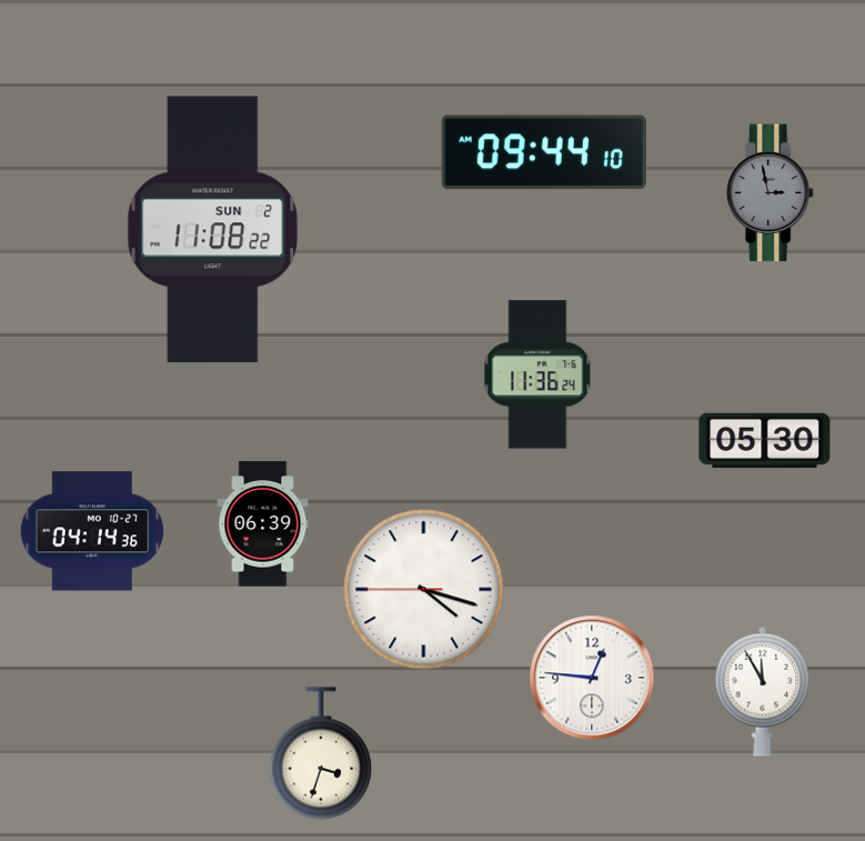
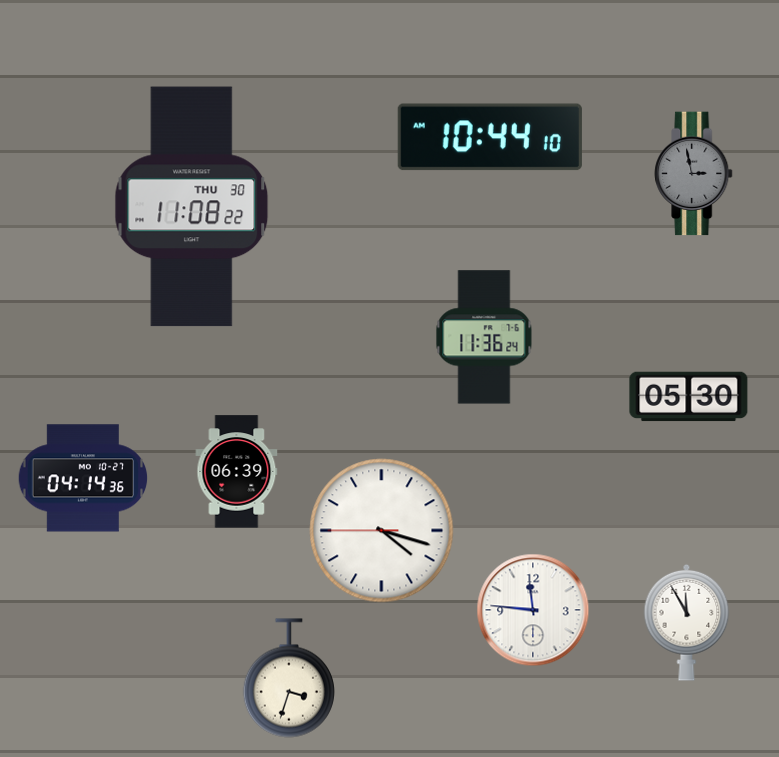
clock at (544, 152): 09:44 -> 10:44
clock at (213, 230) date: SUN 2 -> THU 30
clock at (592, 678): 12:46 -> 11:46
